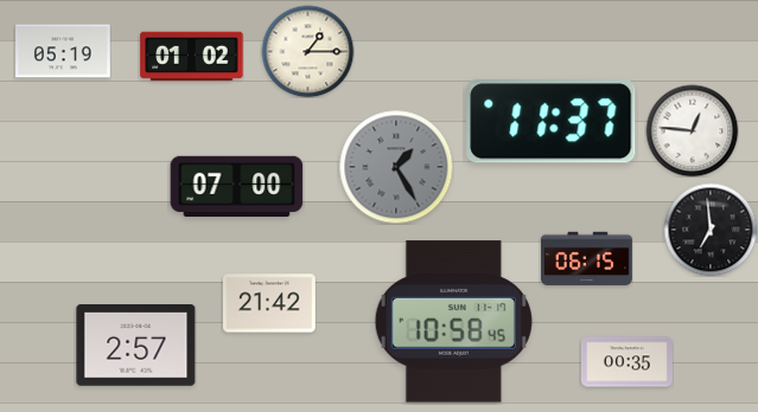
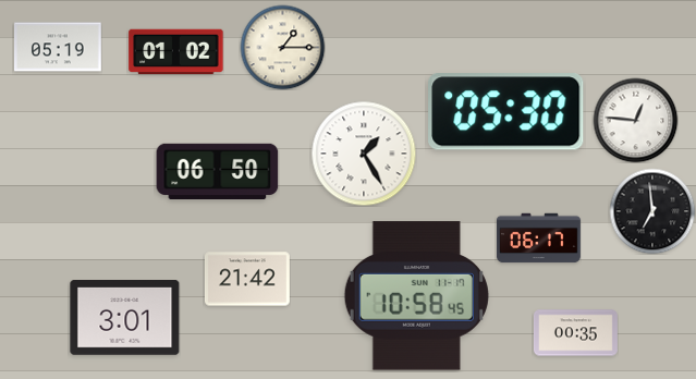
clock at (552, 122): 11:37 -> 05:30
clock at (396, 167) dial: grey -> white
clock at (237, 186): 07:00 -> 06:50
clock at (586, 259): 06:15 -> 06:17
clock at (136, 346): 2:57 -> 3:01
